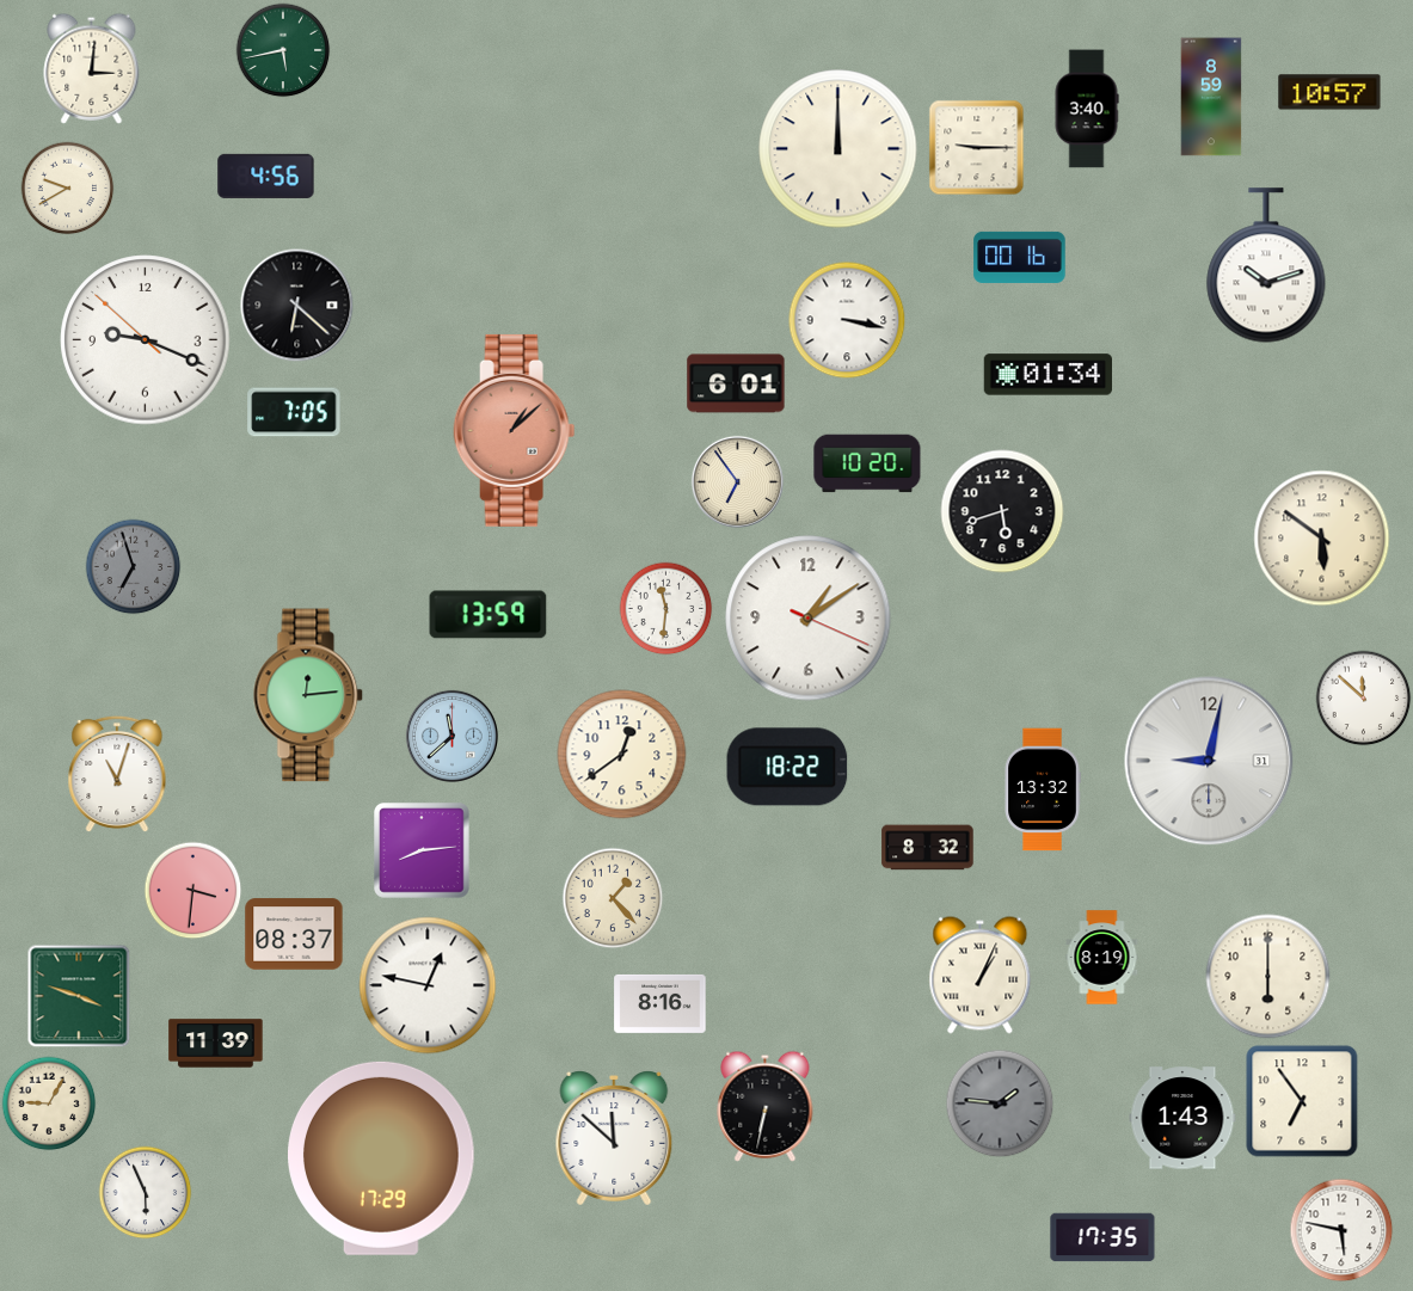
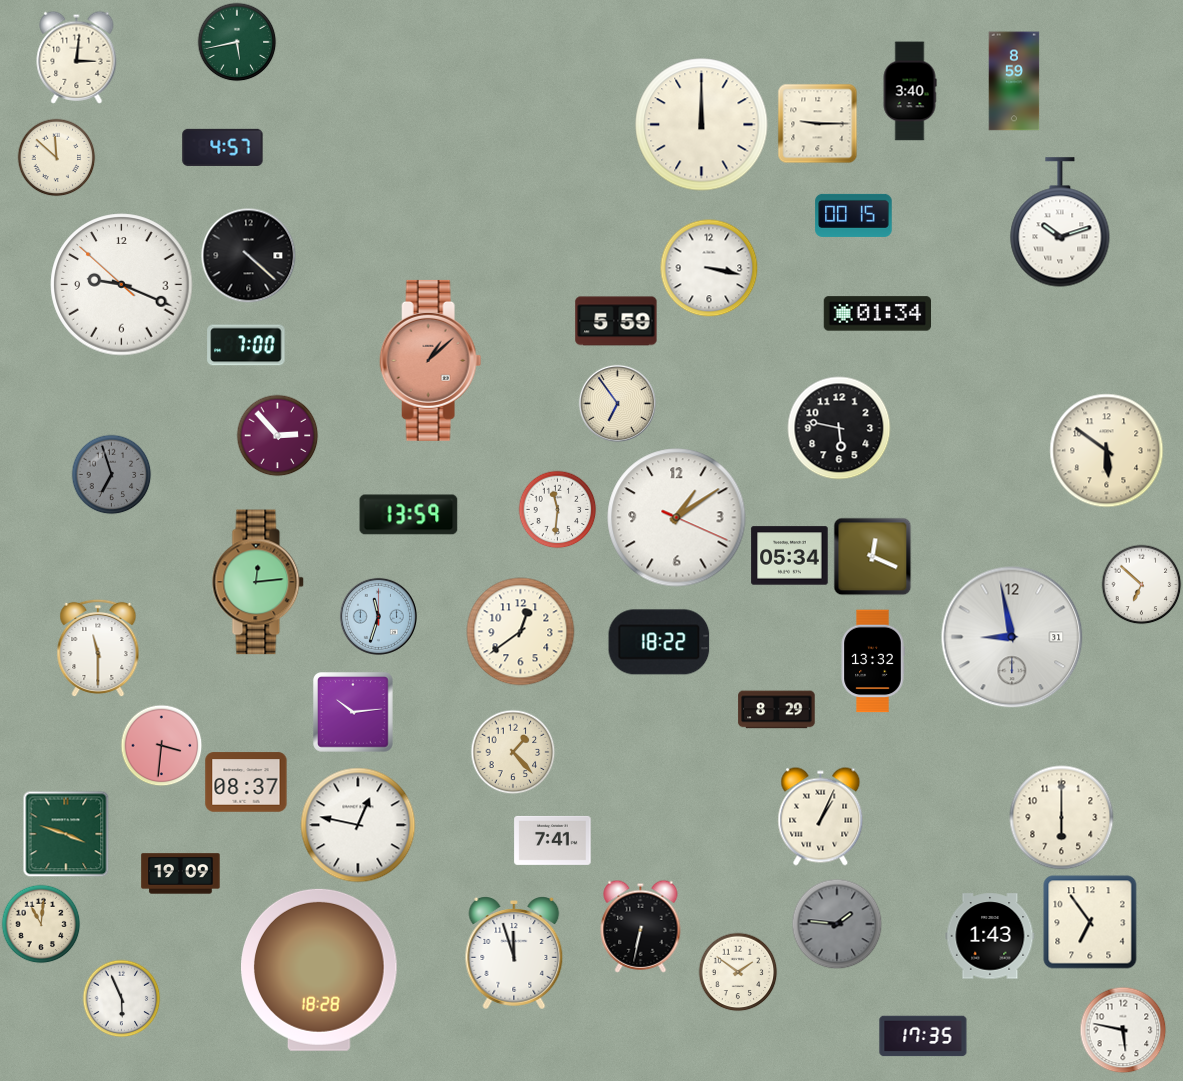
clock at (1329, 92): 10:57 -> none
clock at (266, 176): 4:56 -> 4:57
clock at (67, 187): 9:40 -> 11:52
clock at (1020, 257): 00:16 -> 00:15
clock at (296, 305): 6:22 -> 4:22
clock at (736, 383): 6:01 -> 5:59
clock at (294, 412): 7:05 -> 7:00
clock at (867, 463): 10:20 -> none
clock at (1002, 511): 5:42 -> 5:47
clock at (277, 435): none -> 2:53
clock at (790, 556): none -> 05:34
clock at (872, 556): none -> 12:19
clock at (1363, 697): 11:52 -> 6:52
clock at (451, 736): 11:38 -> 11:33
clock at (1209, 761): 9:02 -> 8:58
clock at (117, 774): 11:03 -> 11:30
clock at (928, 848): 8:32 -> 8:29
clock at (422, 850): 8:14 -> 10:14
clock at (1102, 958): 8:19 -> none
clock at (661, 1003): 8:16 -> 7:41
clock at (216, 1044): 11:39 -> 19:09
clock at (49, 1104): 9:05 -> 11:01
clock at (614, 1138): 11:52 -> 11:57
clock at (382, 1158): 17:29 -> 18:28
clock at (738, 972): none -> 1:51
